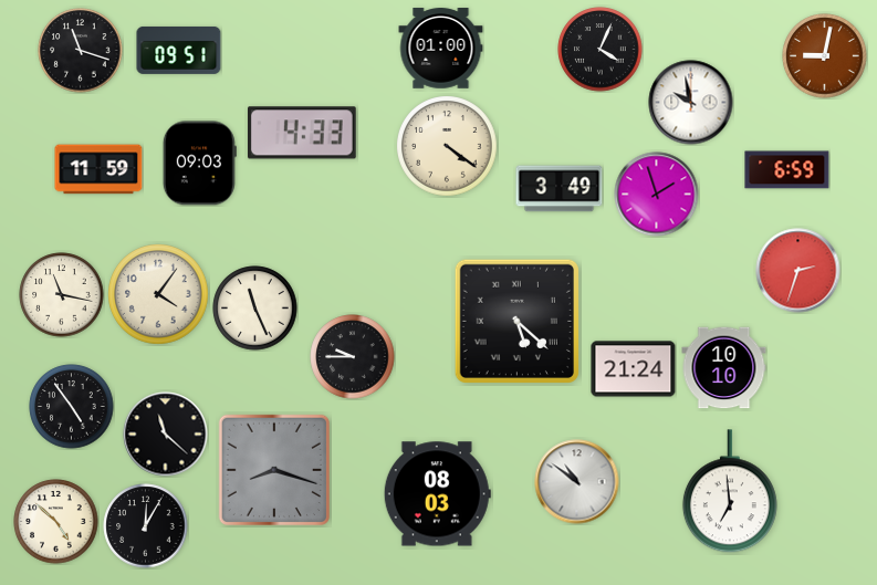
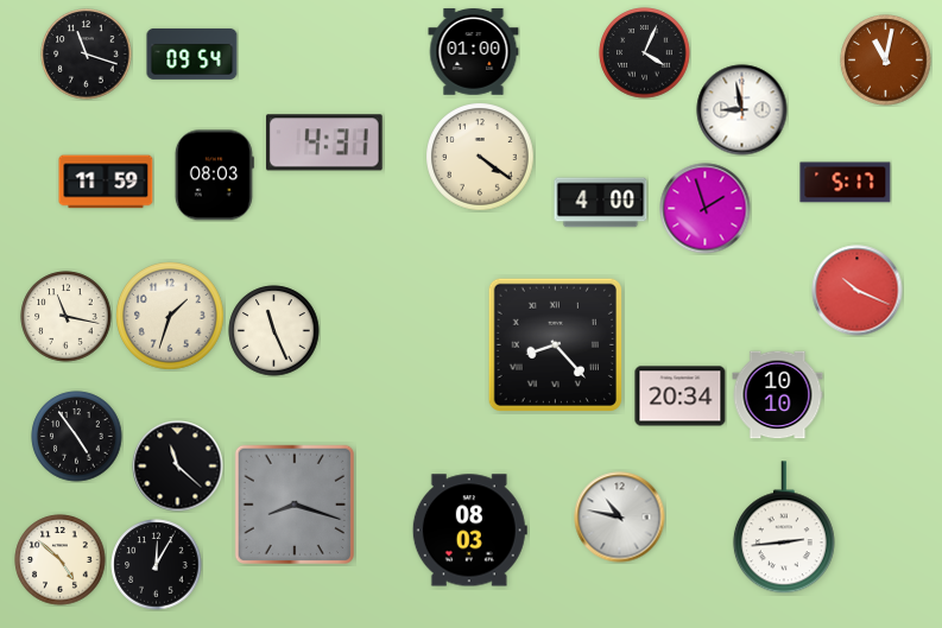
clock at (179, 50): 09:51 -> 09:54
clock at (825, 56): 9:02 -> 11:02
clock at (691, 103): 9:58 -> 8:58
clock at (302, 133): 4:33 -> 4:31
clock at (199, 164): 09:03 -> 08:03
clock at (787, 170): 6:59 -> 5:17
clock at (560, 189): 3:49 -> 4:00
clock at (798, 271): 2:33 -> 10:19
clock at (158, 294): 4:06 -> 1:33
clock at (516, 321): 5:22 -> 8:23
clock at (353, 357): 9:45 -> none
clock at (634, 369): 21:24 -> 20:34
clock at (577, 482): 10:51 -> 10:47
clock at (730, 492): 6:59 -> 2:44
